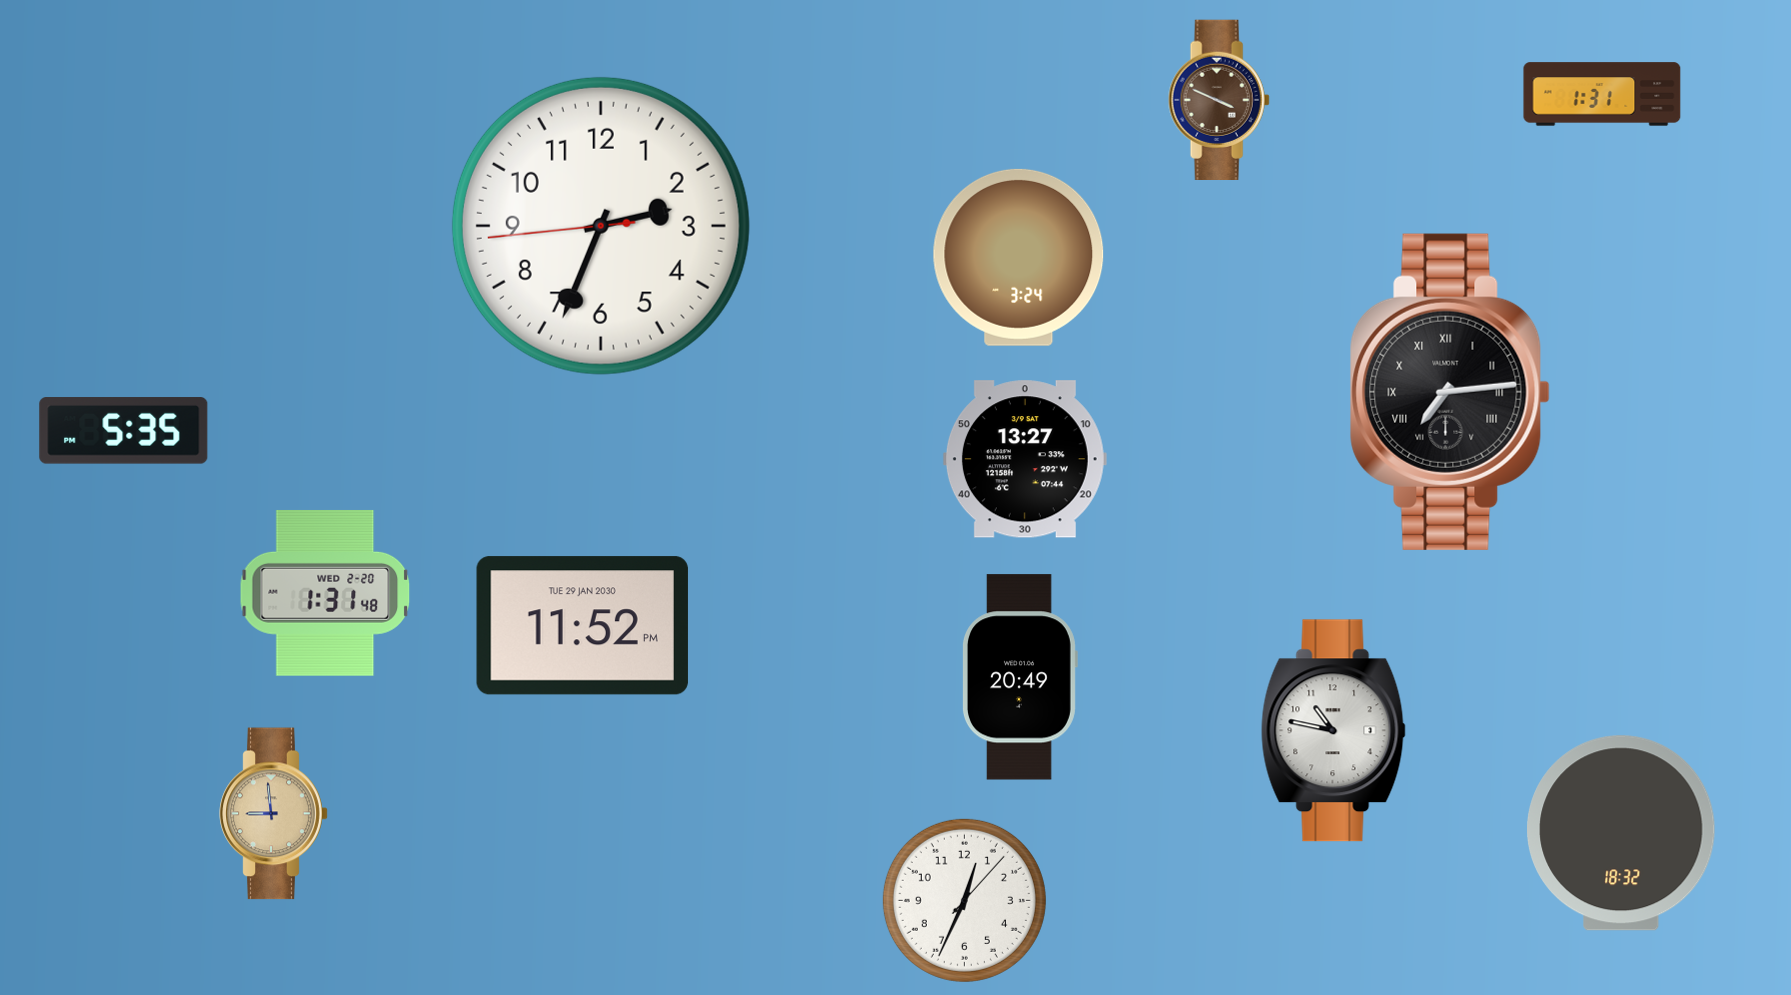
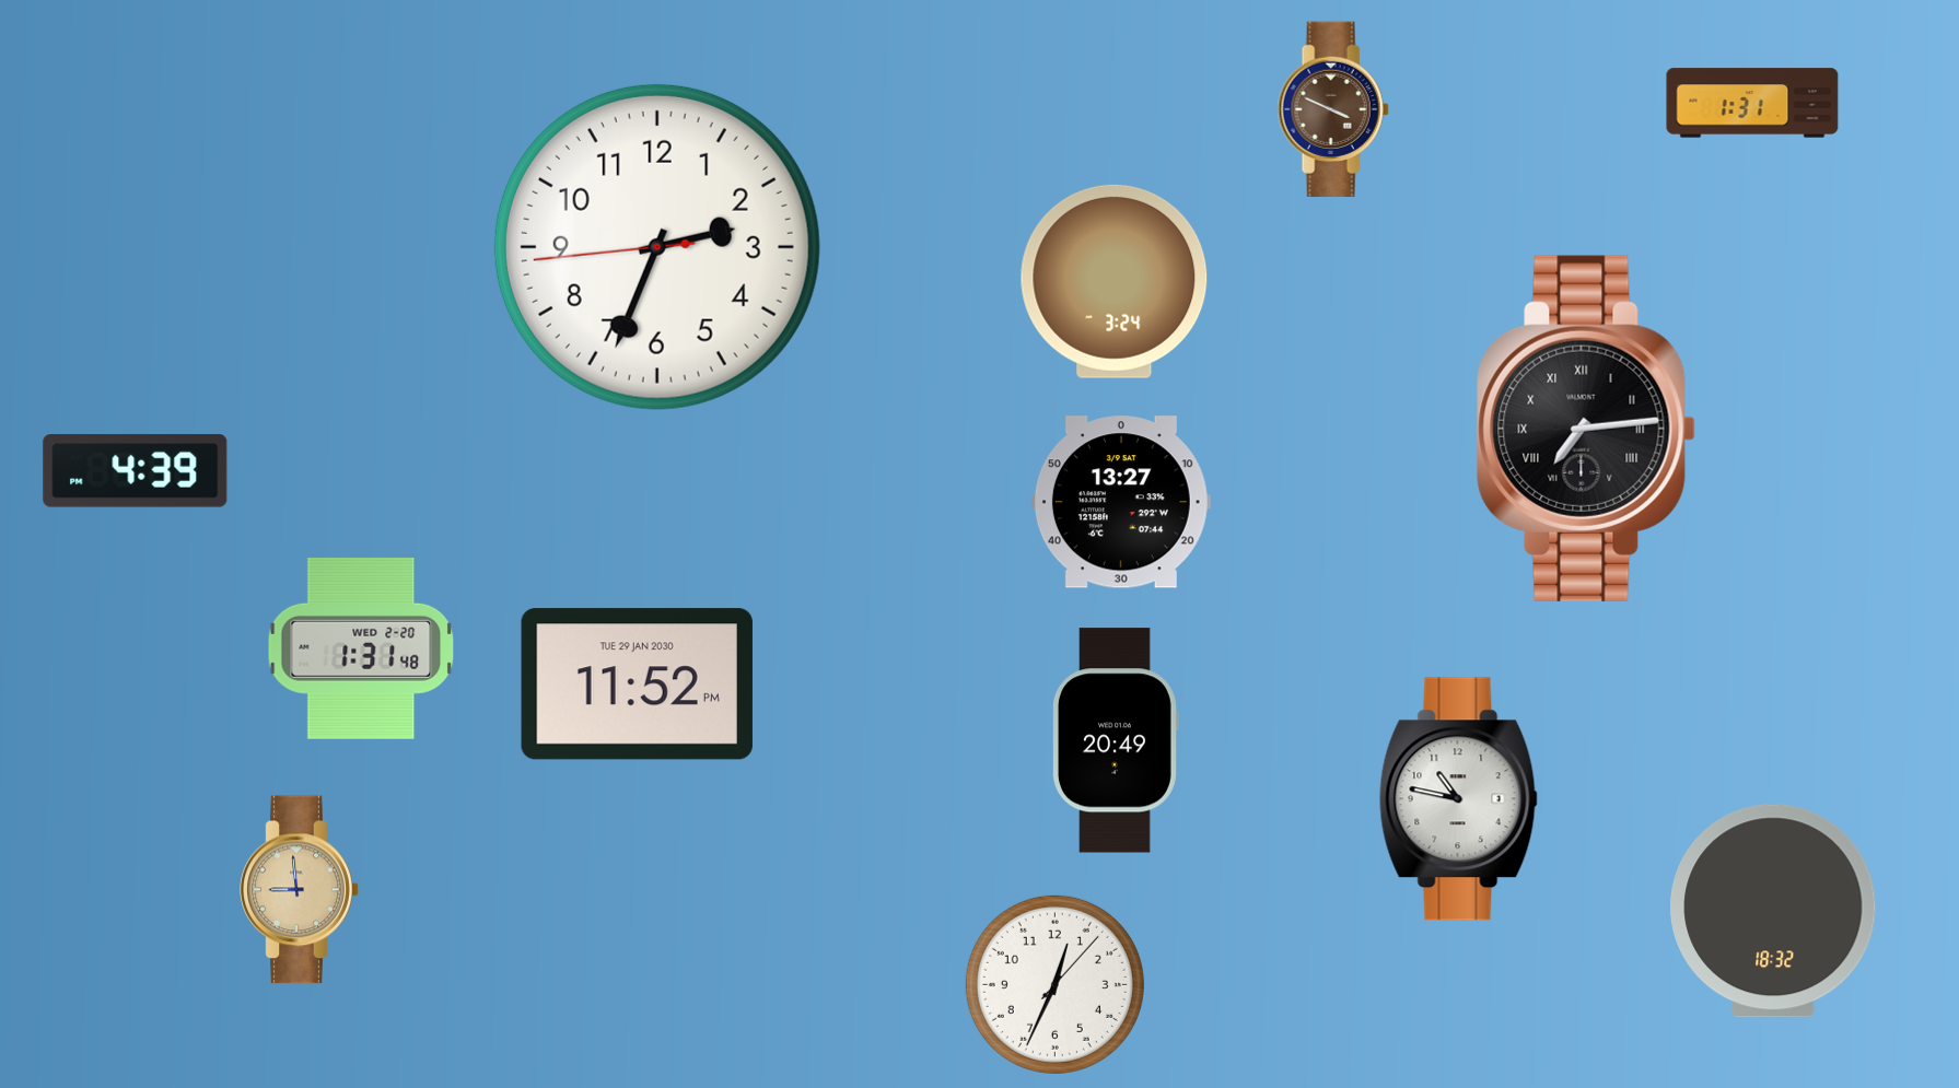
clock at (124, 431): 5:35 -> 4:39
clock at (325, 593) position: (325, 593) -> (361, 648)
